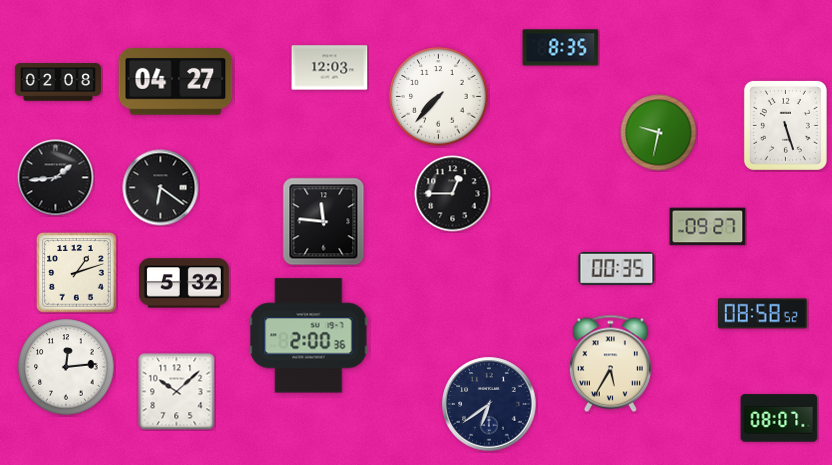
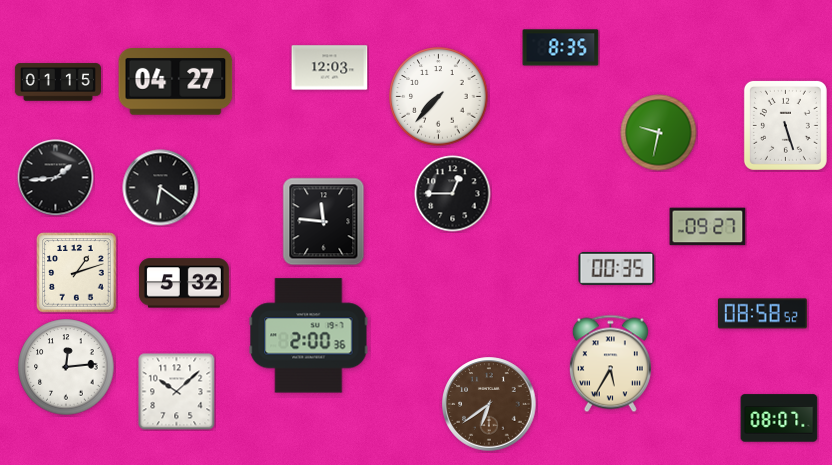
clock at (57, 82): 02:08 -> 01:15
clock at (489, 404) dial: navy -> brown
